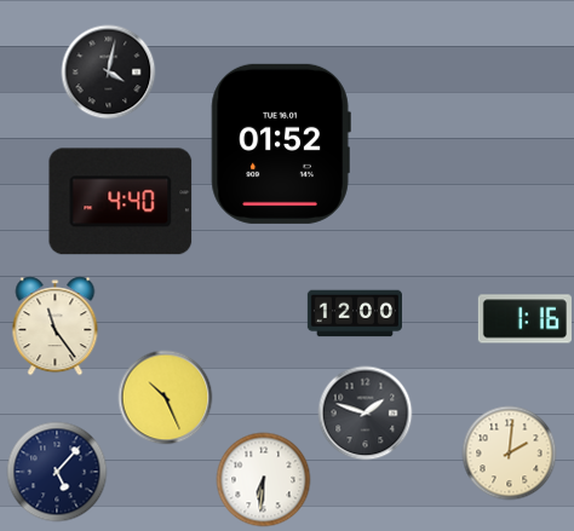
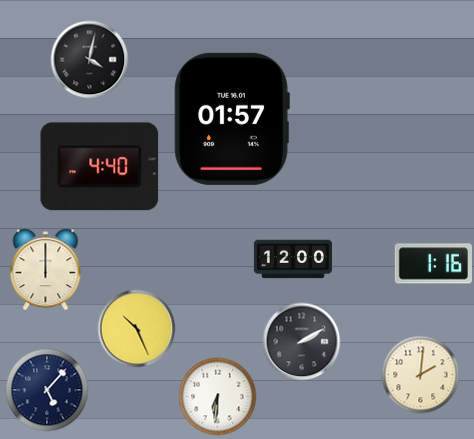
clock at (281, 144): 01:52 -> 01:57
clock at (56, 325): 11:24 -> 12:00
clock at (365, 412): 1:48 -> 2:10
